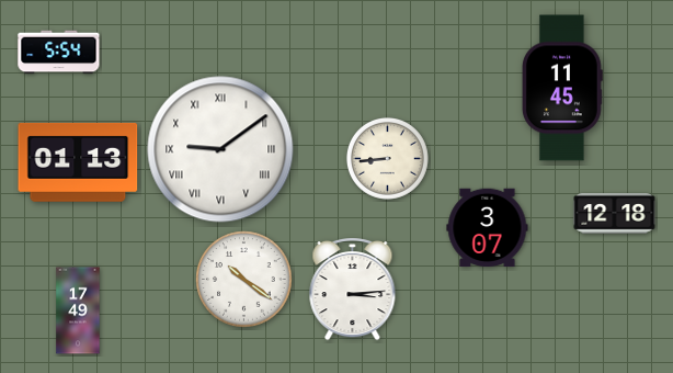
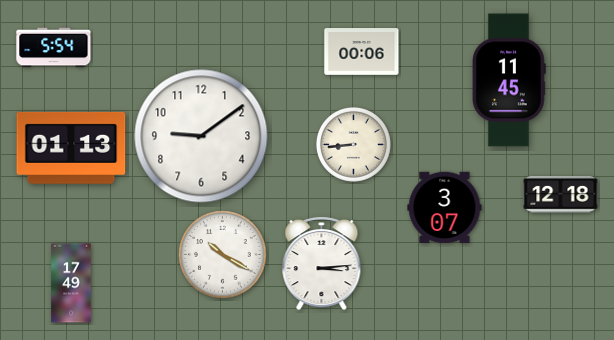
clock at (362, 52): none -> 00:06
clock at (562, 88) position: (562, 88) -> (509, 80)
clock at (220, 149) numerals: Roman -> Arabic
clock at (244, 280): 10:21 -> 10:20
